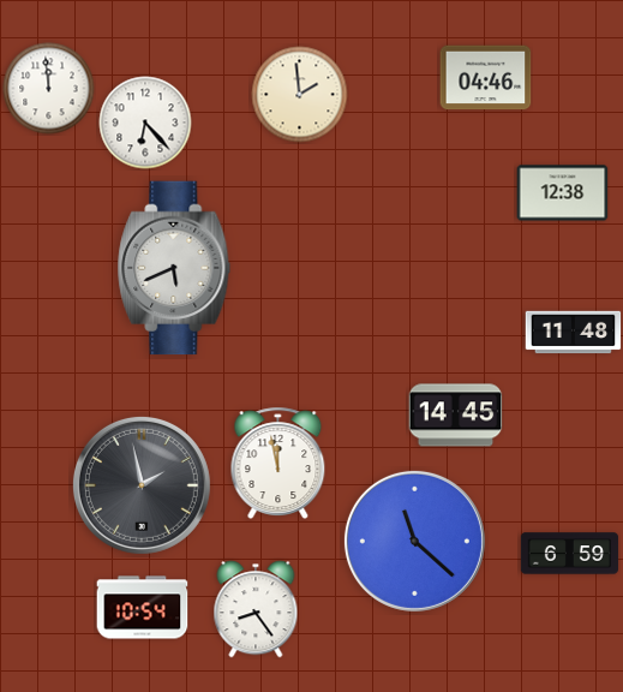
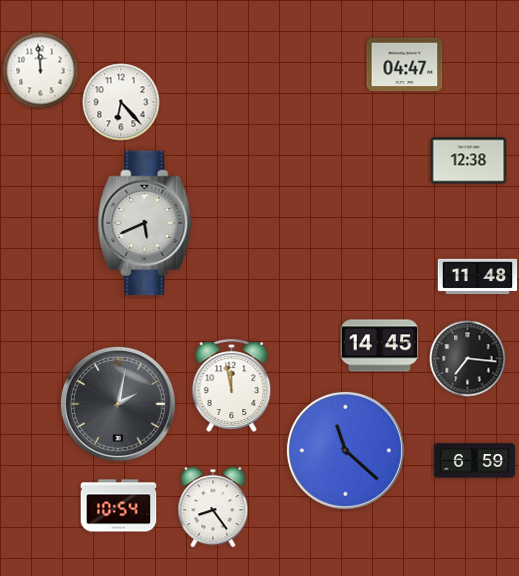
clock at (486, 78): 04:46 -> 04:47
clock at (49, 89) position: (49, 89) -> (41, 71)
clock at (300, 95): 1:59 -> none
clock at (468, 359): none -> 7:16
clock at (142, 485): 1:58 -> 2:02
